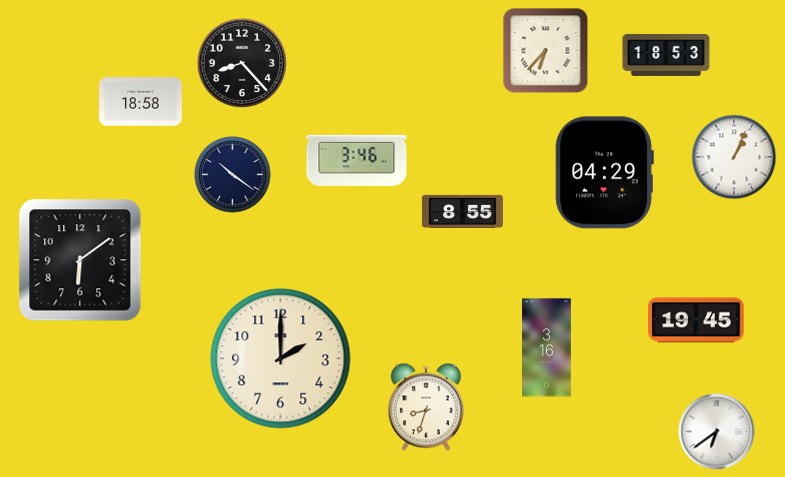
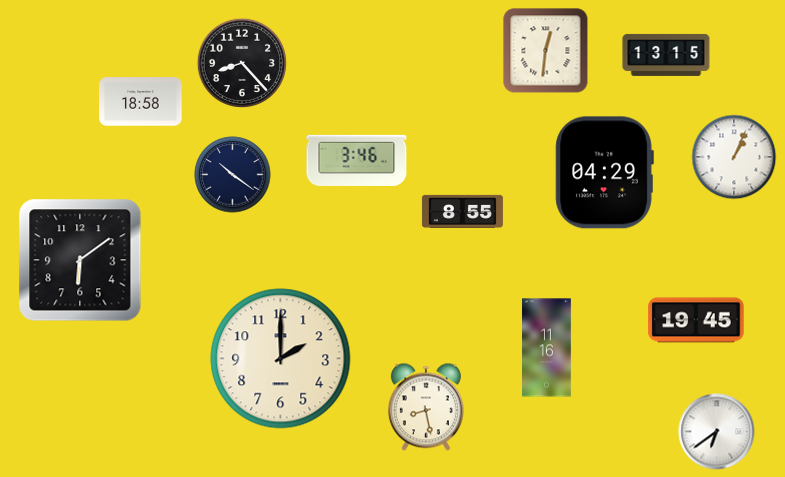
clock at (546, 51): 6:37 -> 12:31
clock at (666, 55): 18:53 -> 13:15
clock at (547, 348): 3:16 -> 11:16
clock at (426, 407): 8:33 -> 8:28
